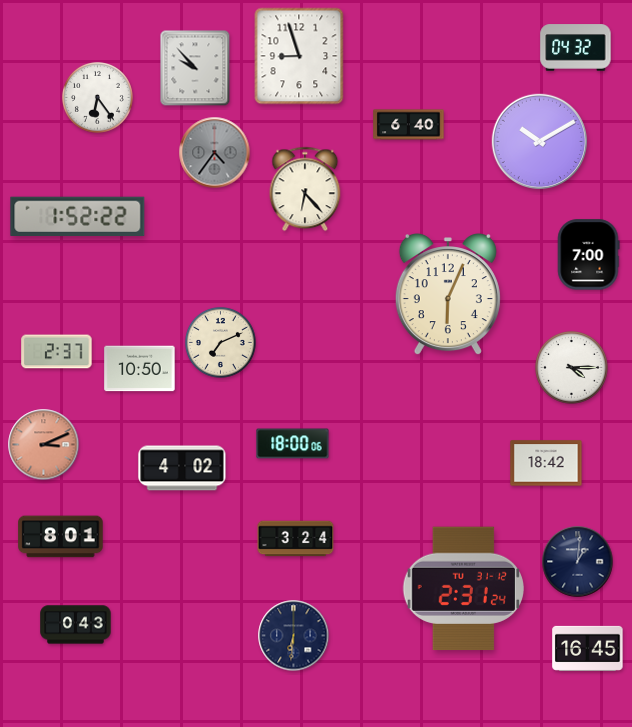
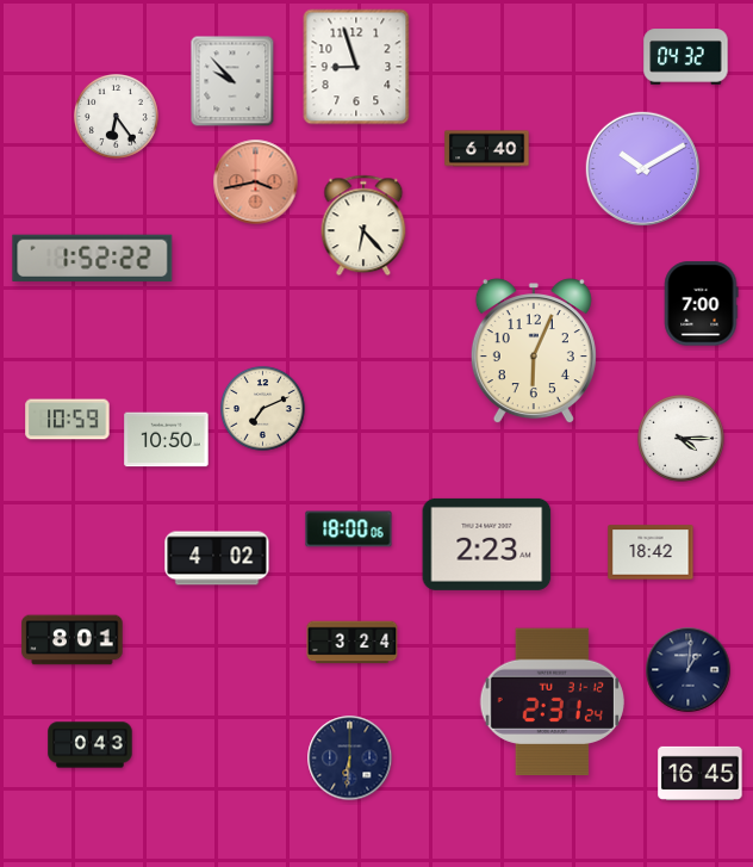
clock at (215, 153): 4:36 -> 3:43
clock at (215, 153) dial: grey -> salmon
clock at (57, 352): 2:37 -> 10:59
clock at (44, 445): 3:11 -> none
clock at (487, 544): none -> 2:23
